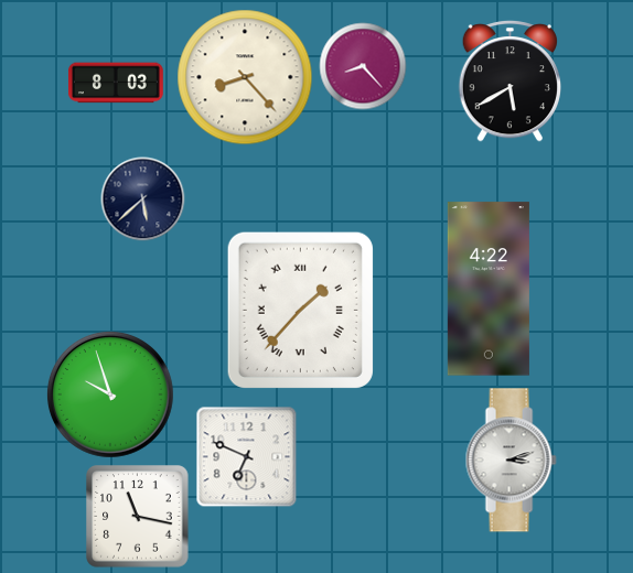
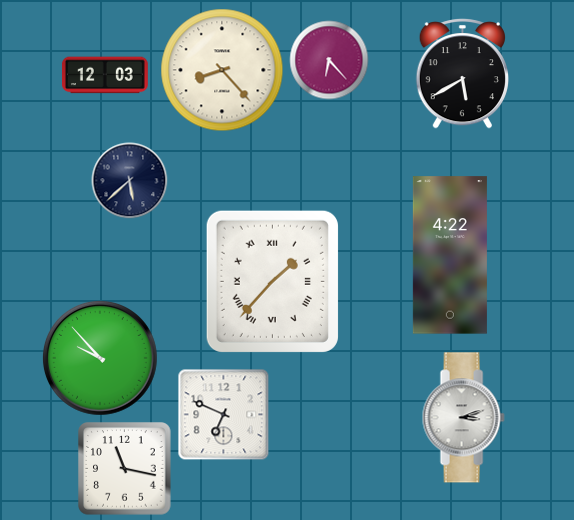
clock at (363, 66): 8:23 -> 6:23
clock at (116, 83): 8:03 -> 12:03
clock at (489, 289) position: (489, 289) -> (450, 255)
clock at (110, 394): 9:57 -> 9:53
